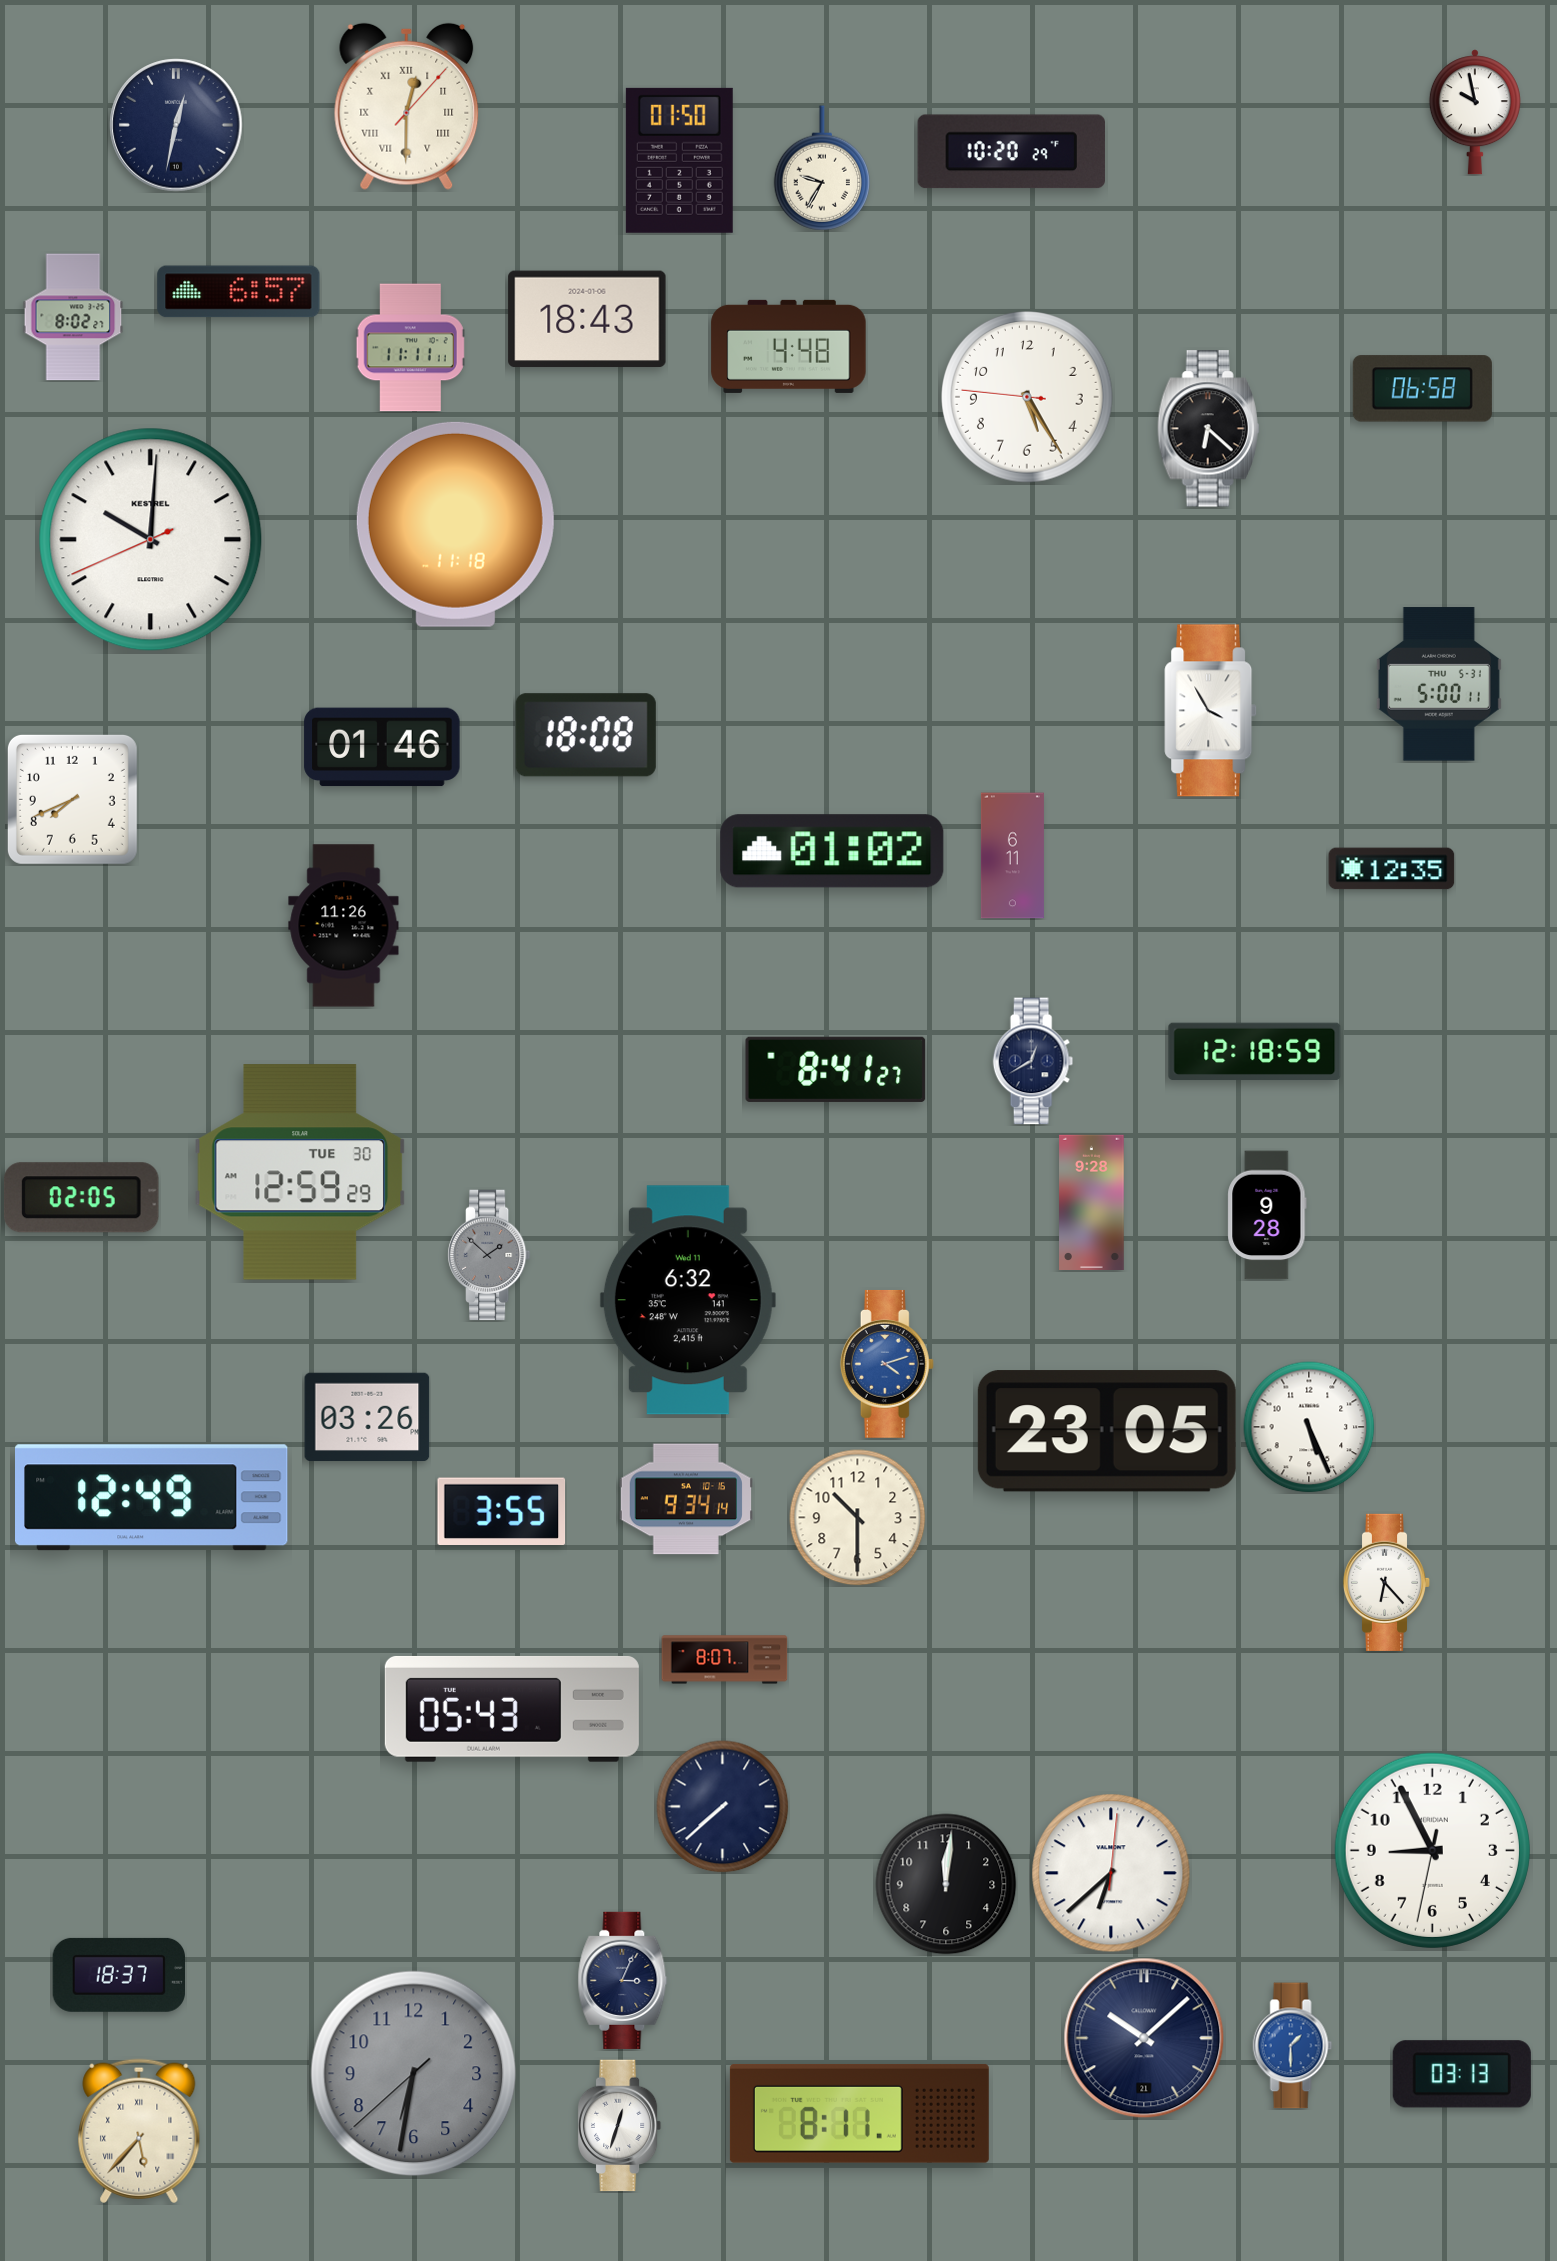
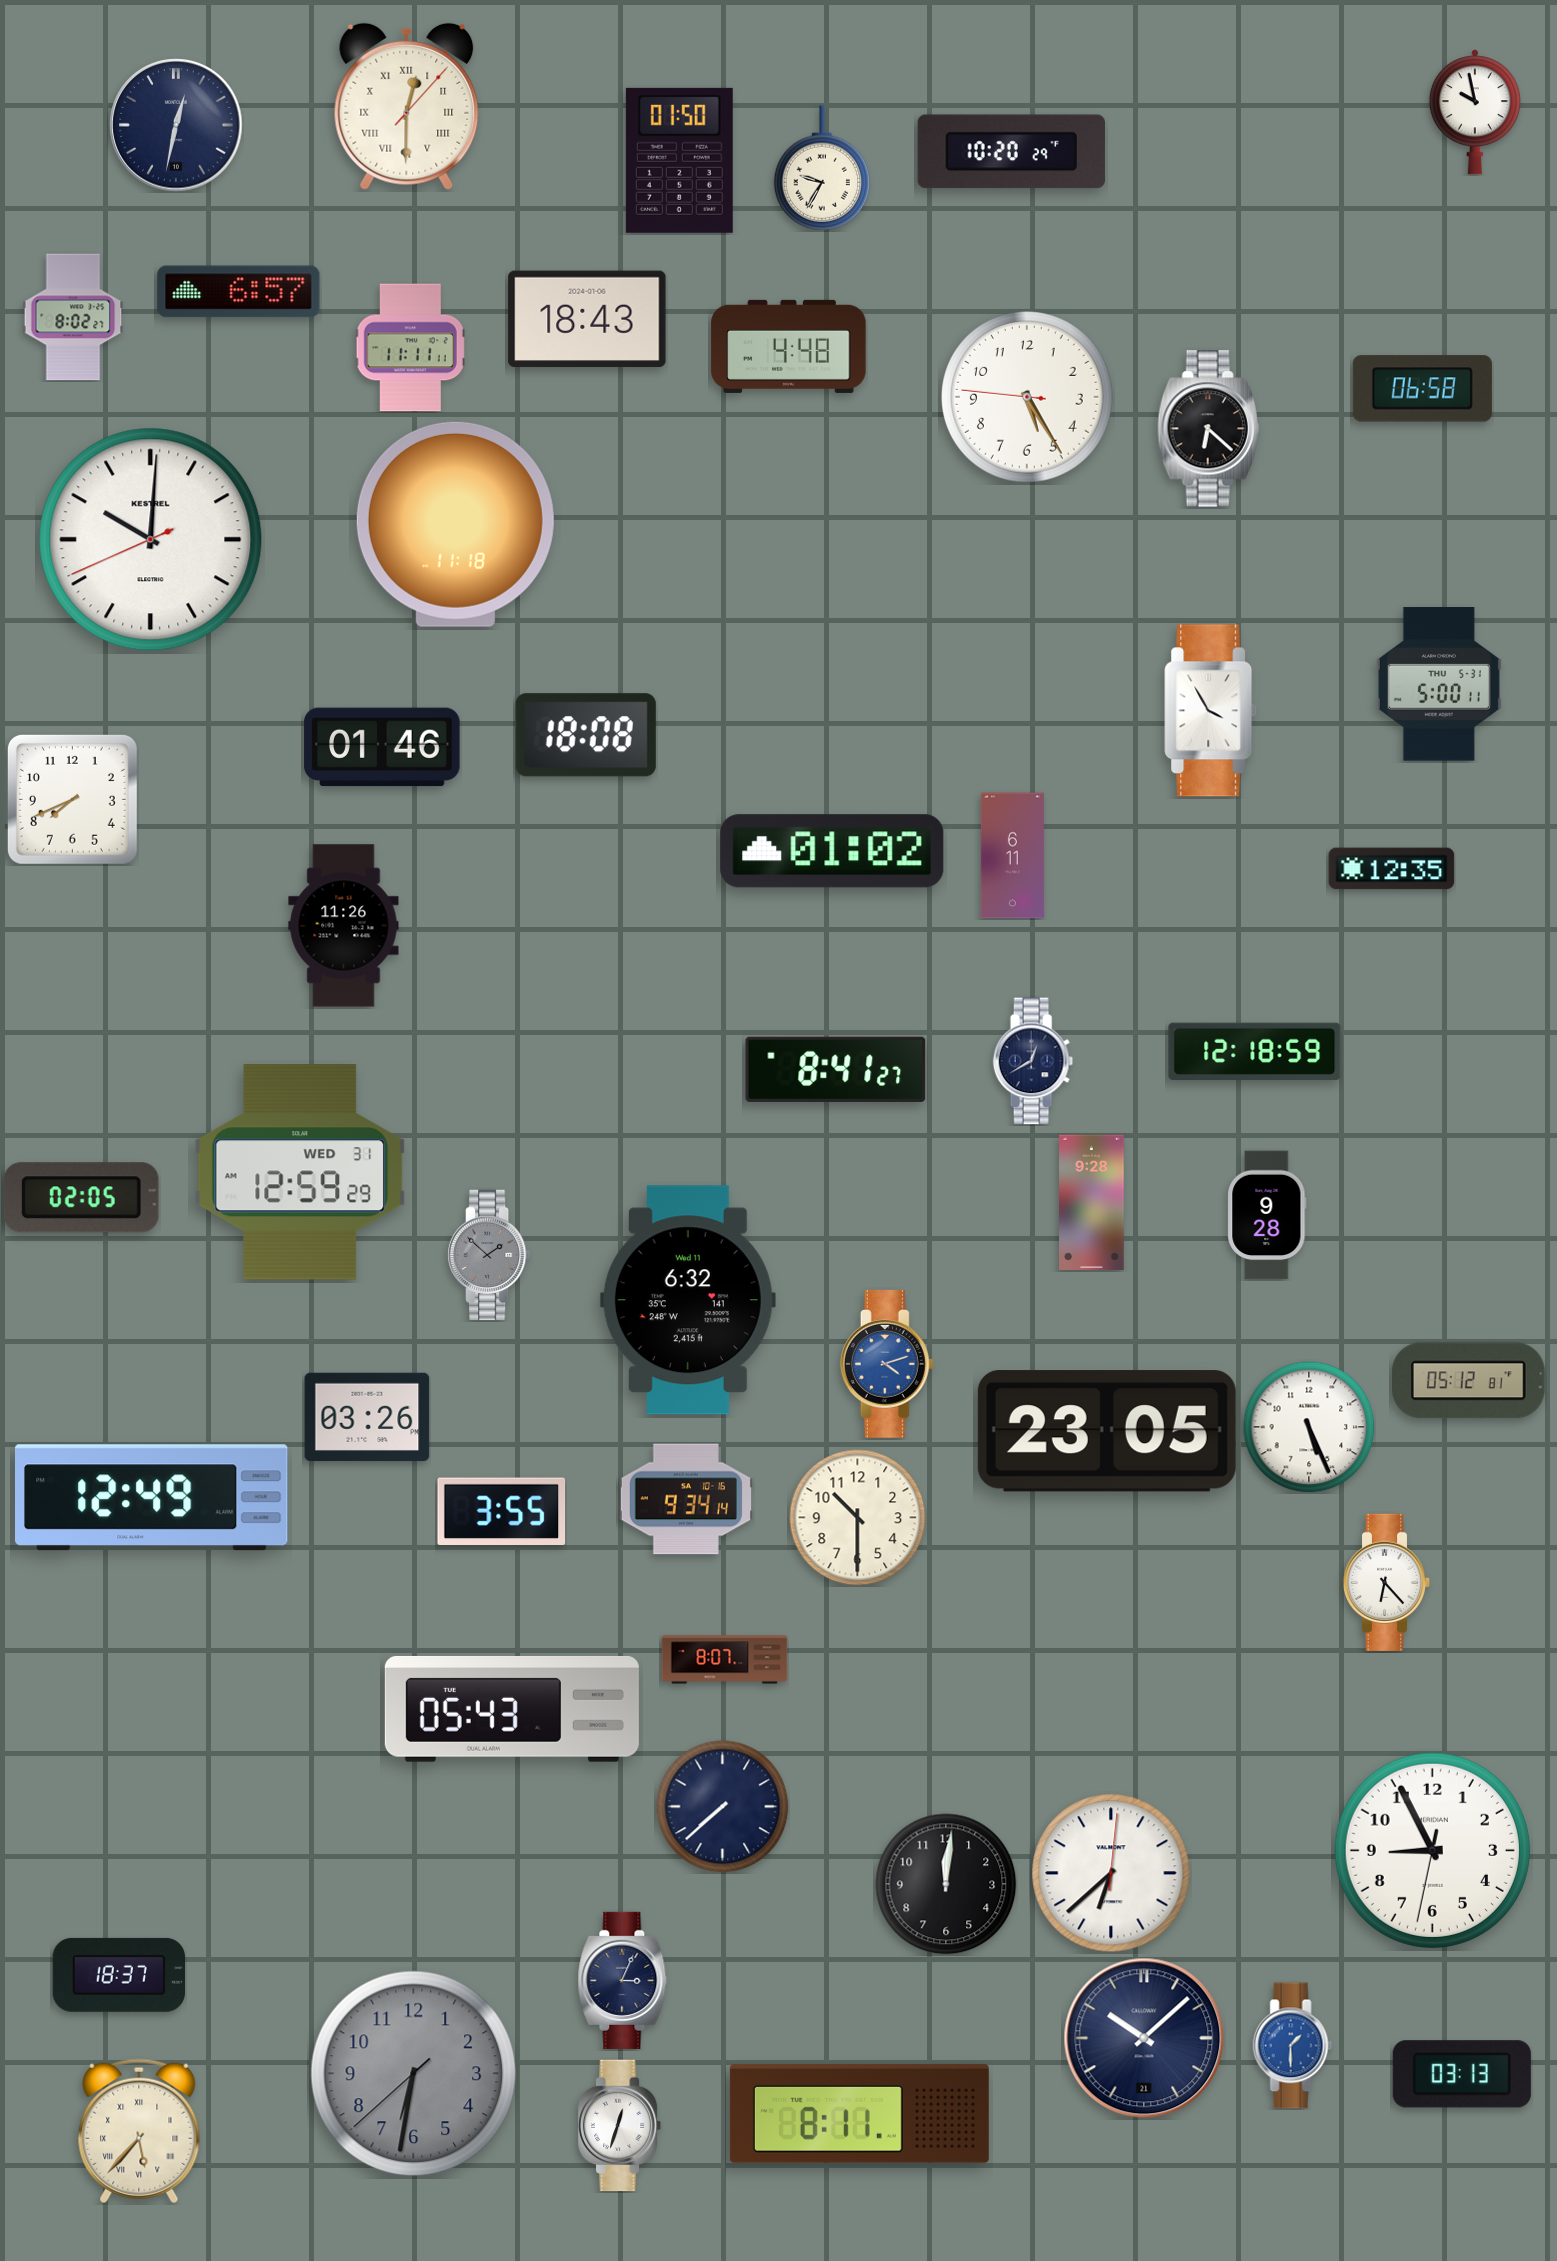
clock at (300, 1172) date: TUE 30 -> WED 31
clock at (1469, 1381): none -> 05:12
